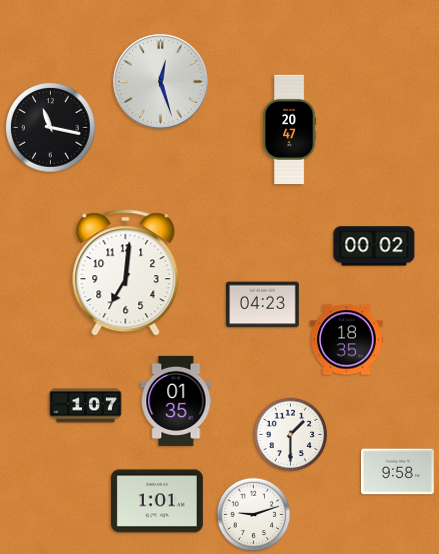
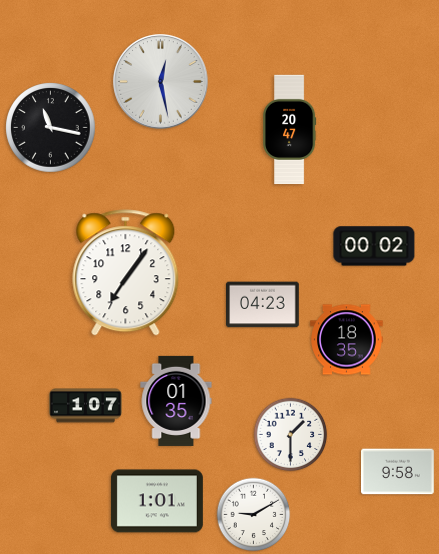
clock at (161, 82): 12:27 -> 12:28
clock at (126, 273): 7:01 -> 7:06
clock at (254, 515): 9:12 -> 9:10
